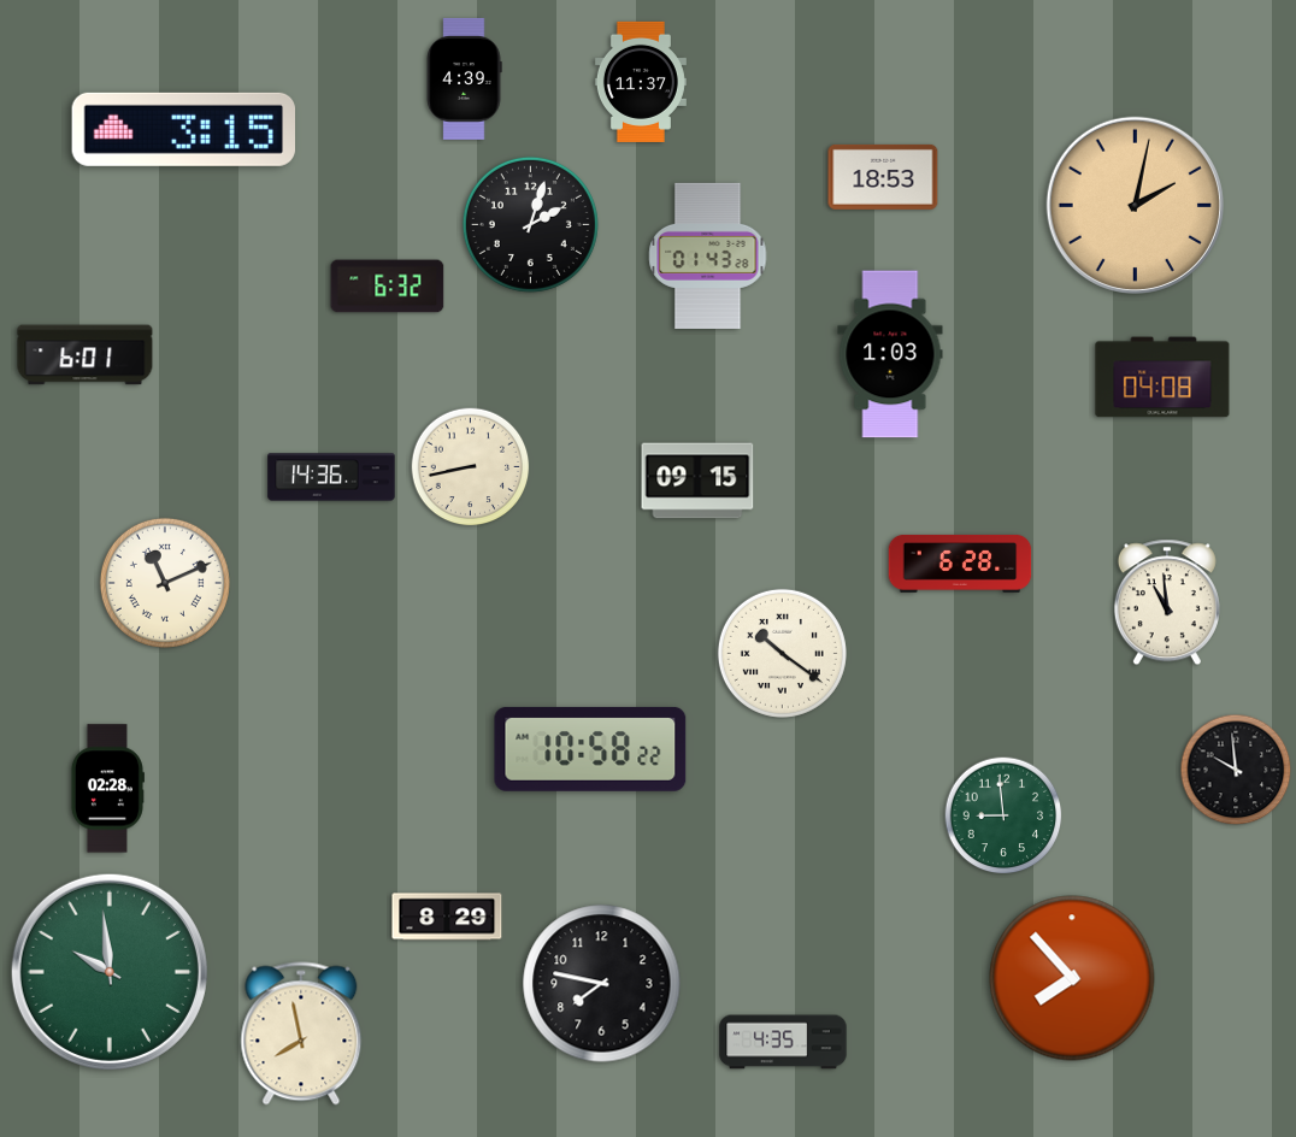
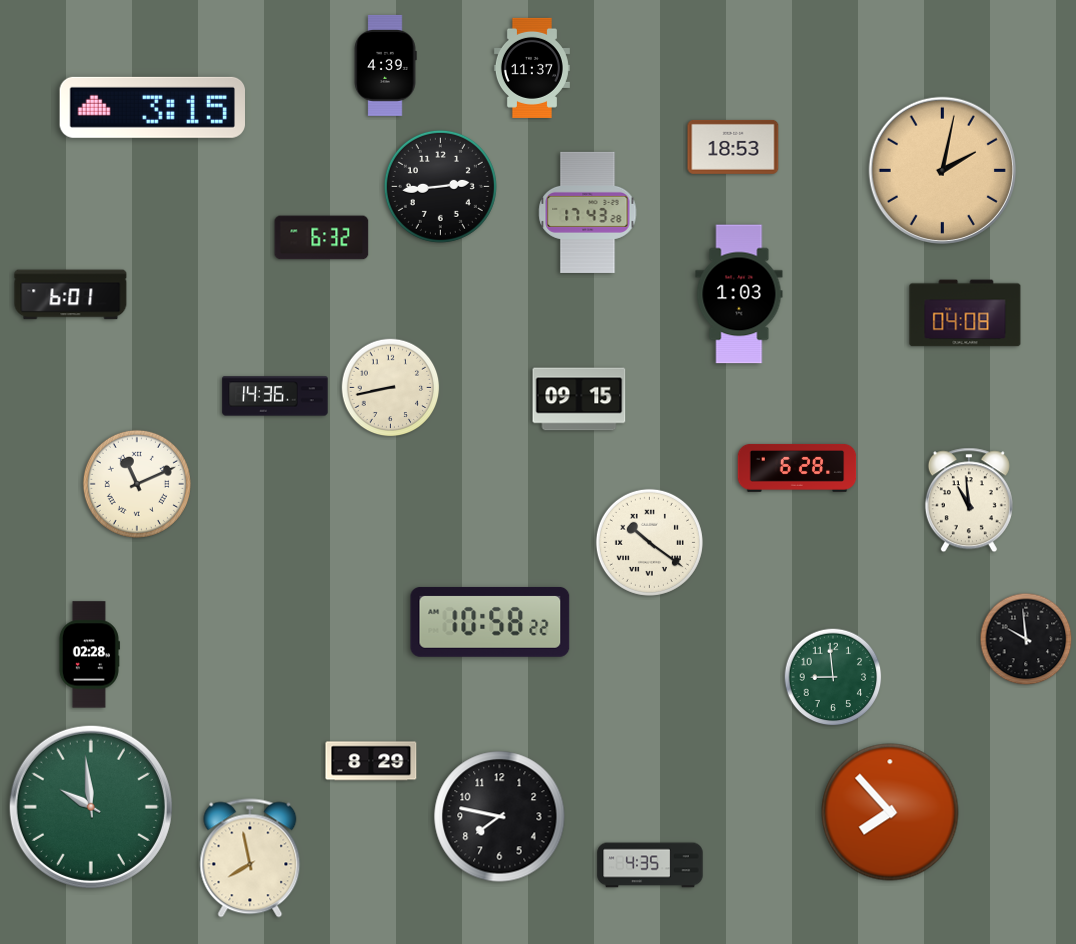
clock at (530, 224): 2:03 -> 2:44
clock at (708, 255): 01:43 -> 17:43
